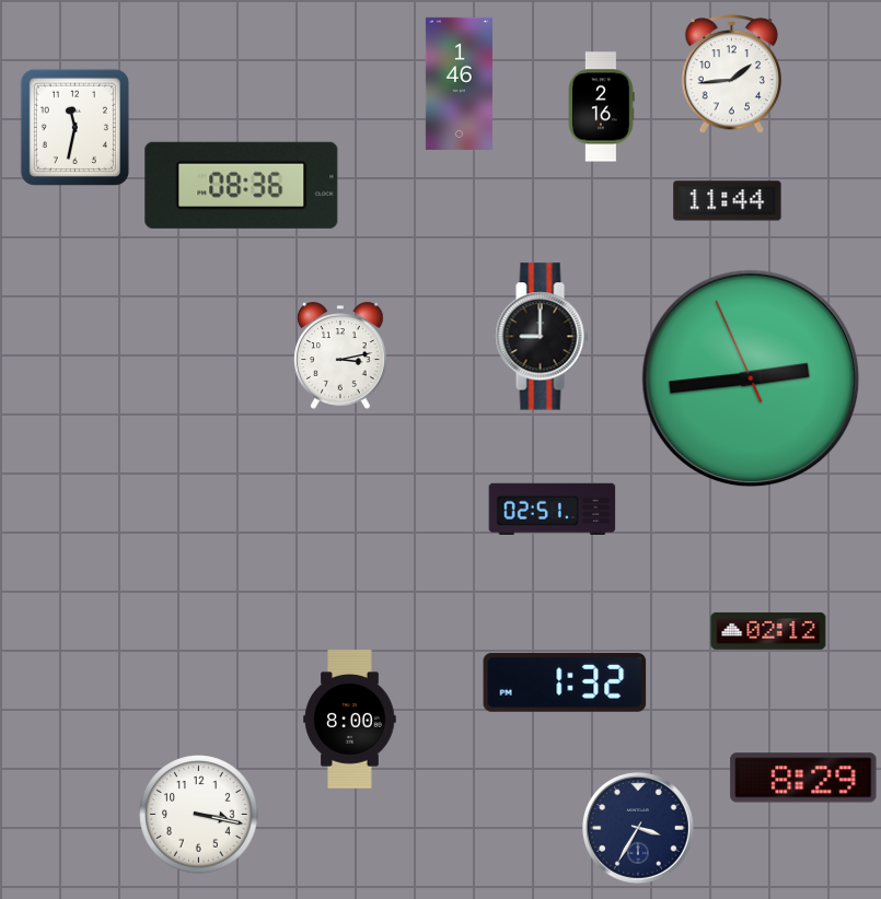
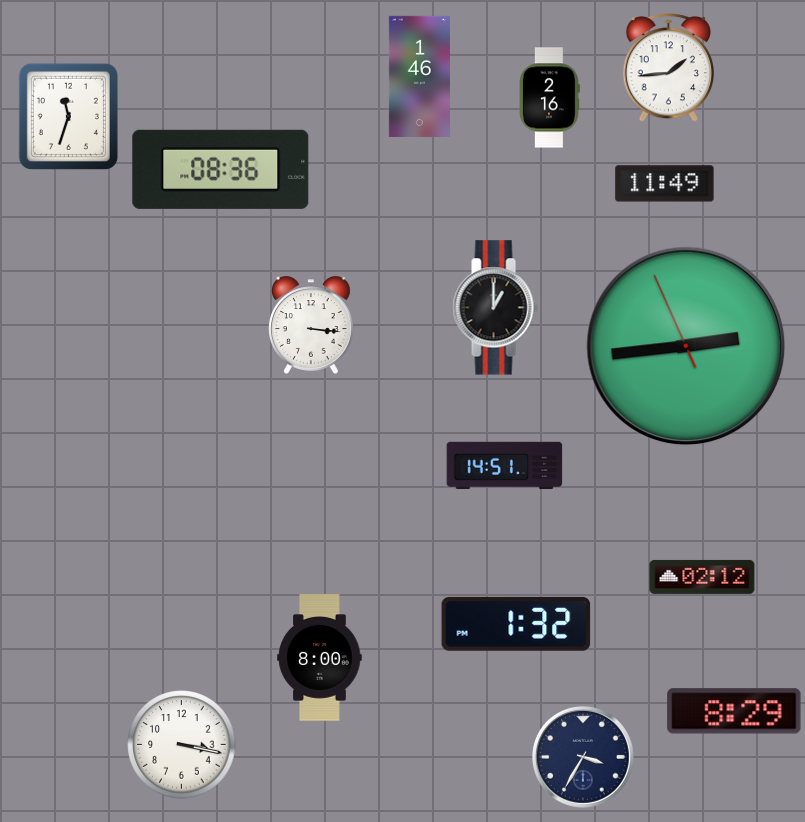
clock at (74, 127): 11:32 -> 11:33
clock at (728, 201): 11:44 -> 11:49
clock at (542, 337): 9:00 -> 1:00
clock at (341, 355): 3:13 -> 3:16
clock at (553, 510): 02:51 -> 14:51
